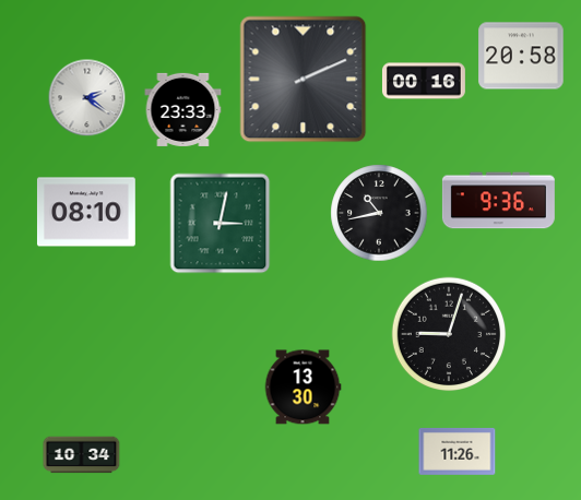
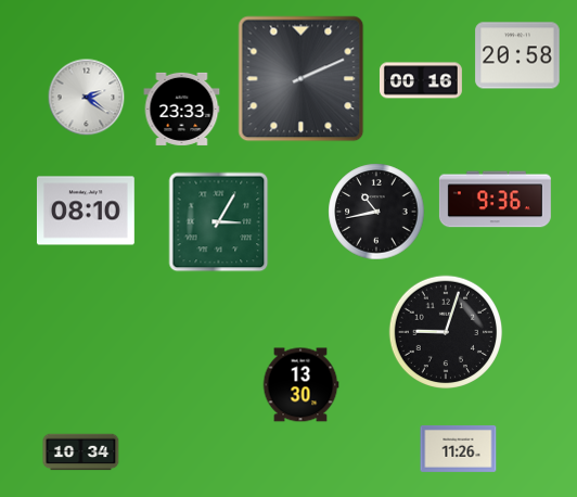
clock at (221, 224): 3:02 -> 3:05
clock at (458, 451) position: (458, 451) -> (459, 448)
